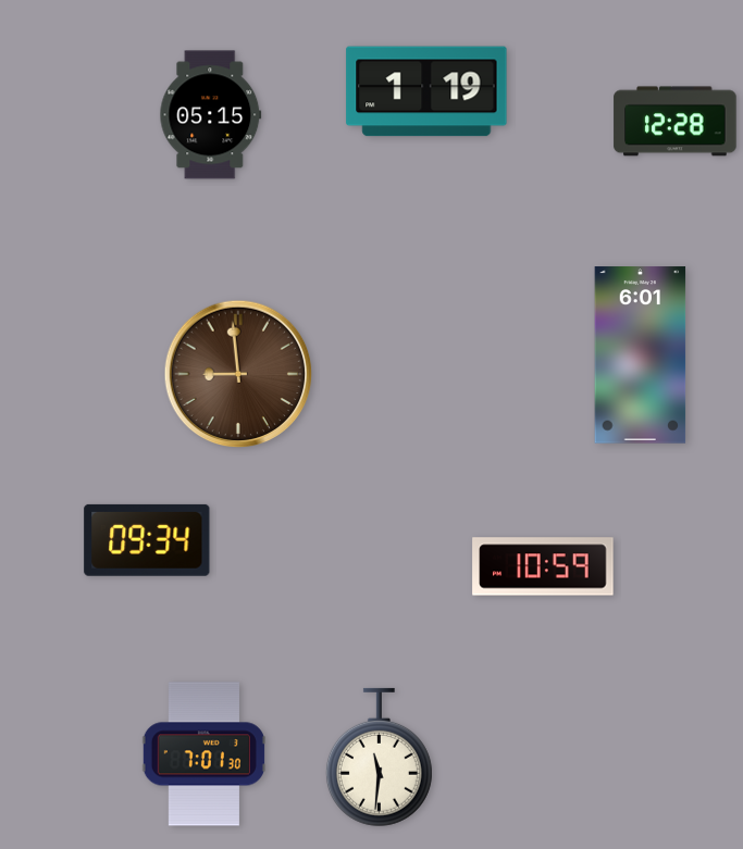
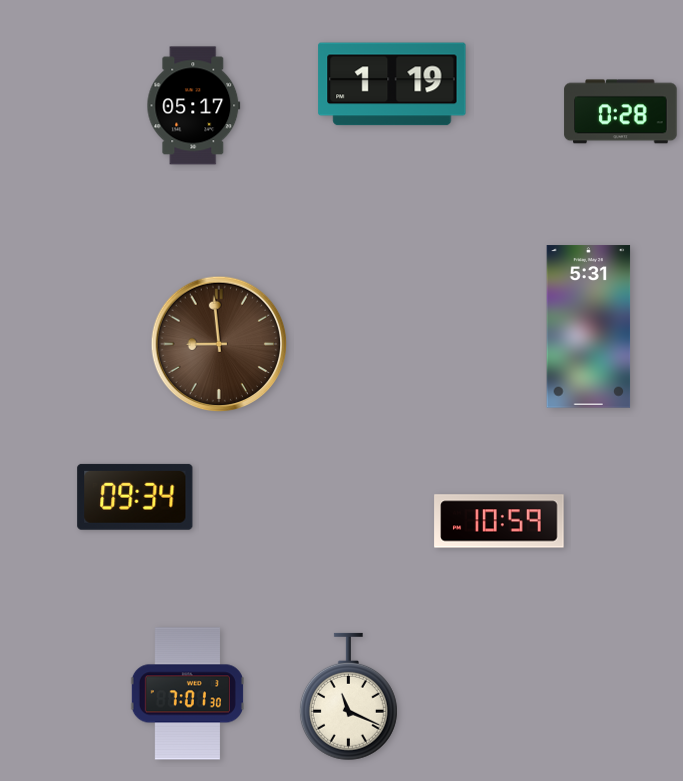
clock at (211, 115): 05:15 -> 05:17
clock at (676, 122): 12:28 -> 0:28
clock at (641, 355): 6:01 -> 5:31
clock at (379, 758): 11:31 -> 11:19
